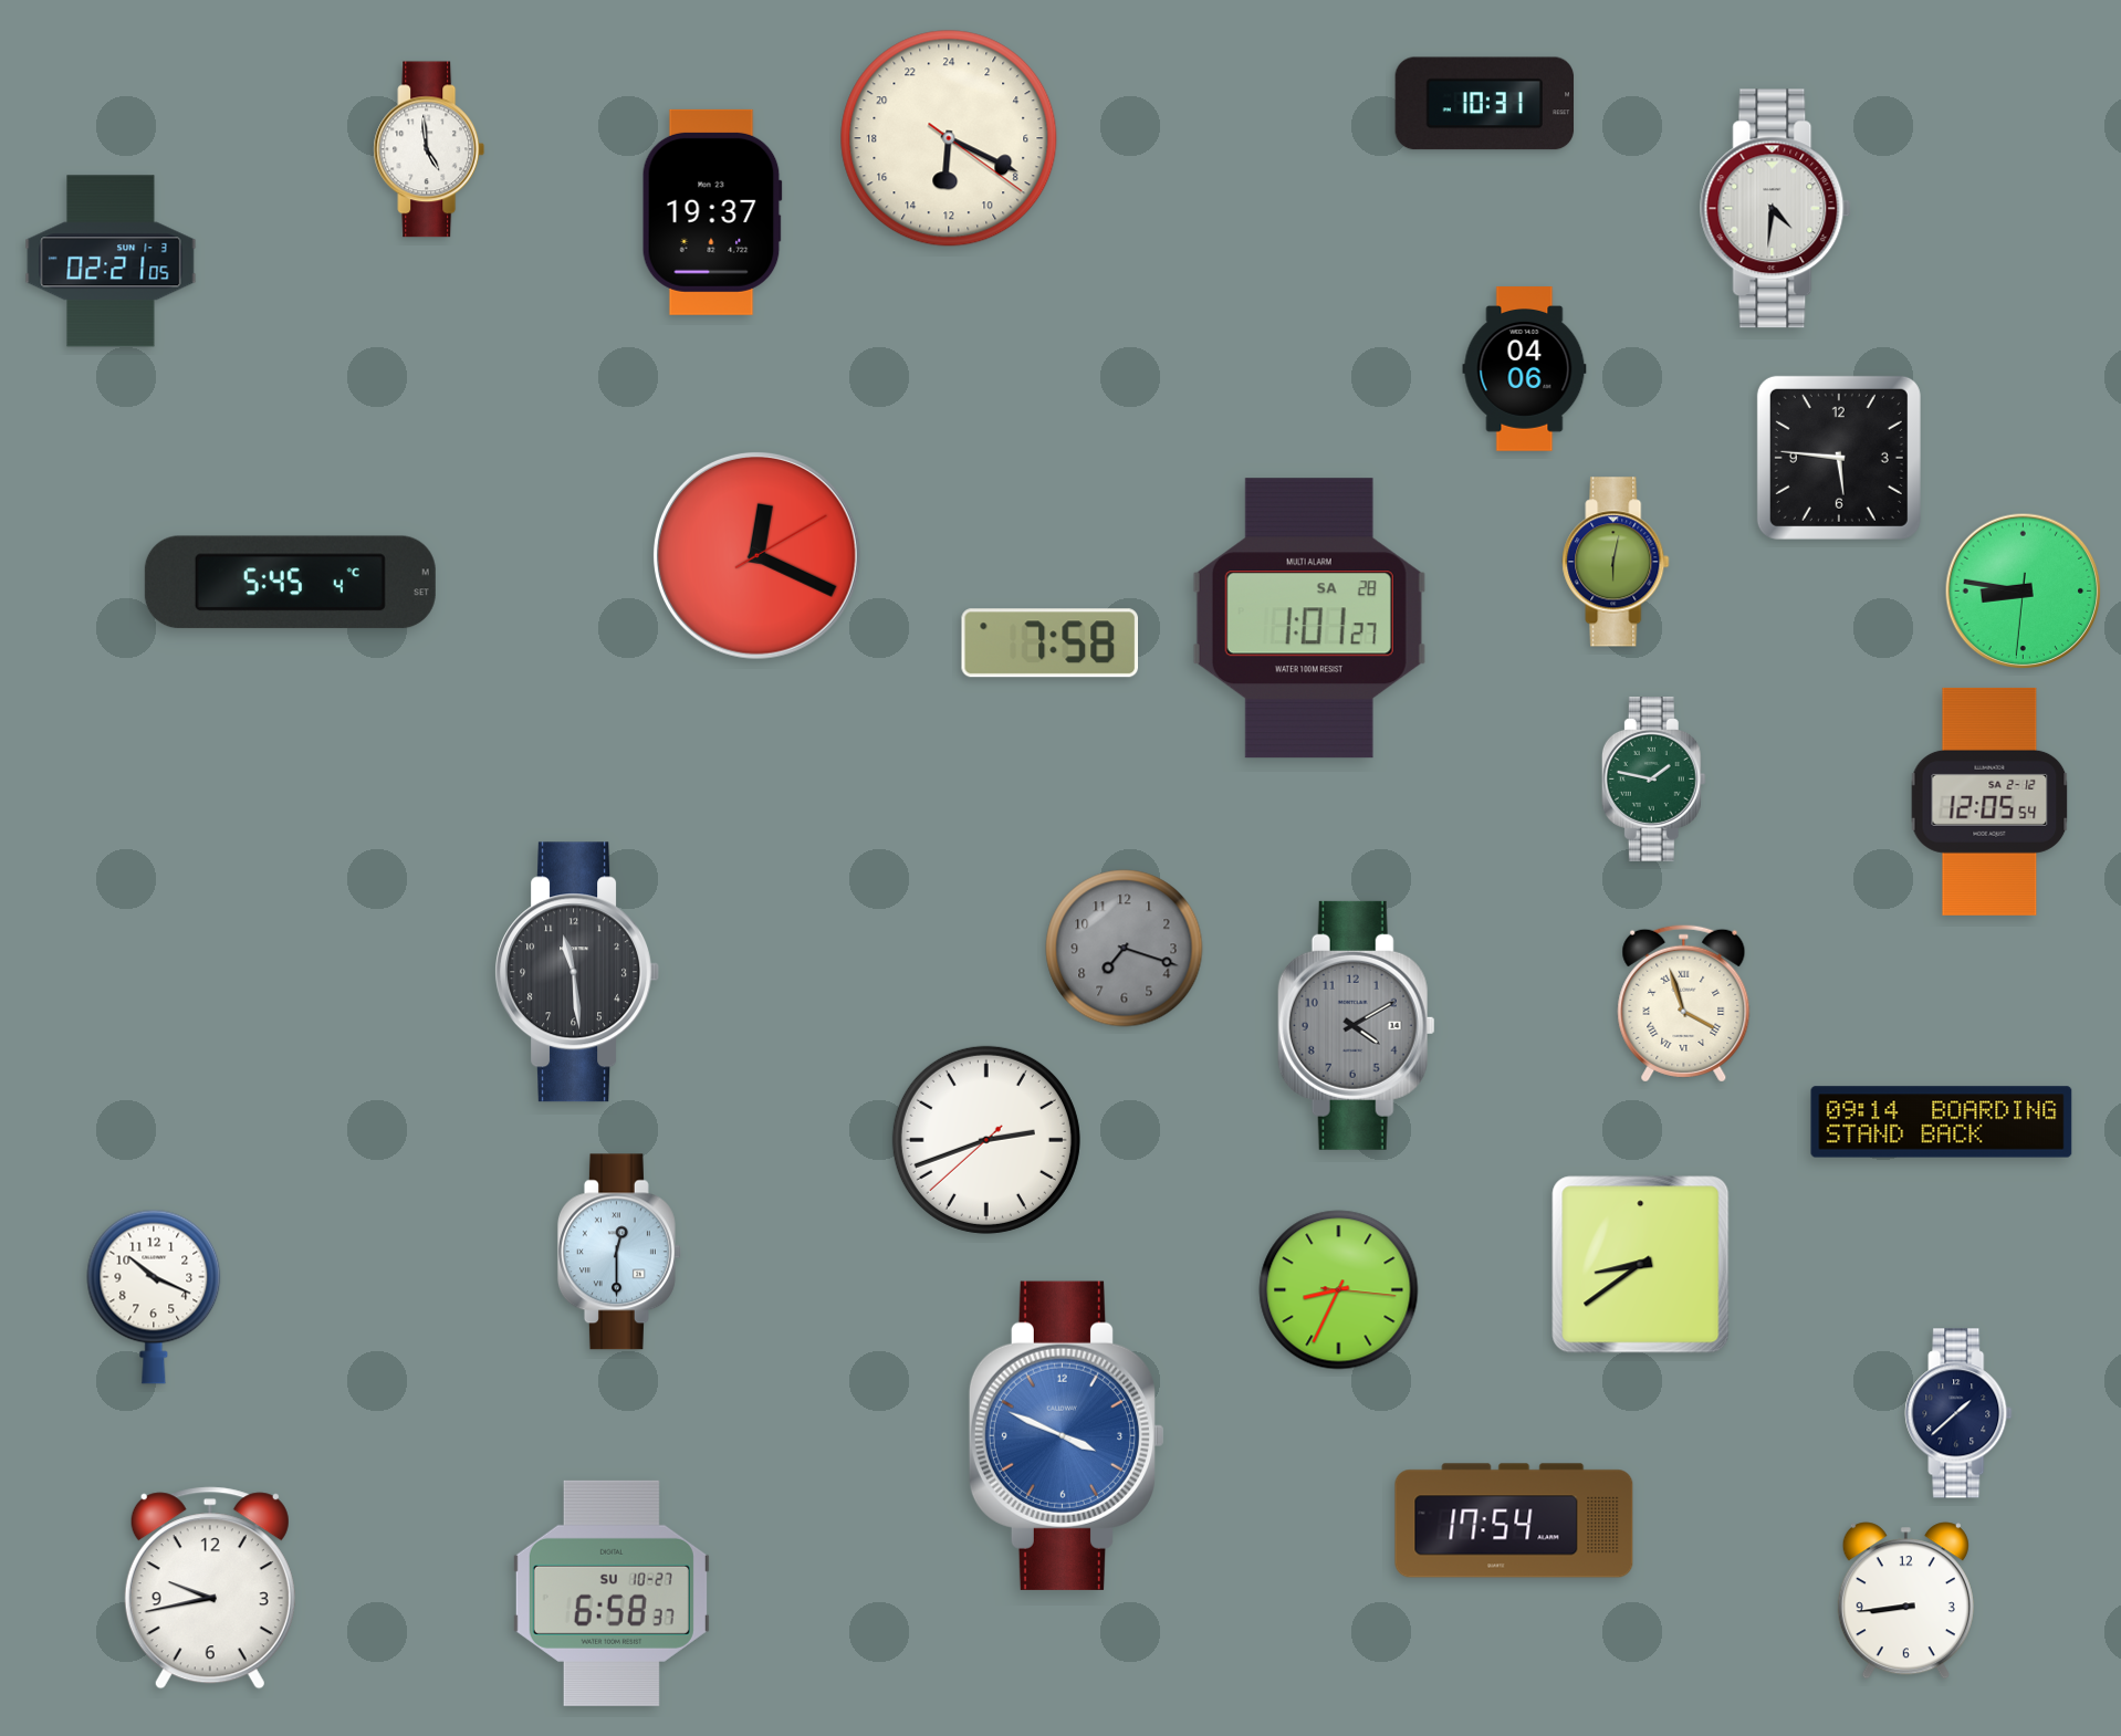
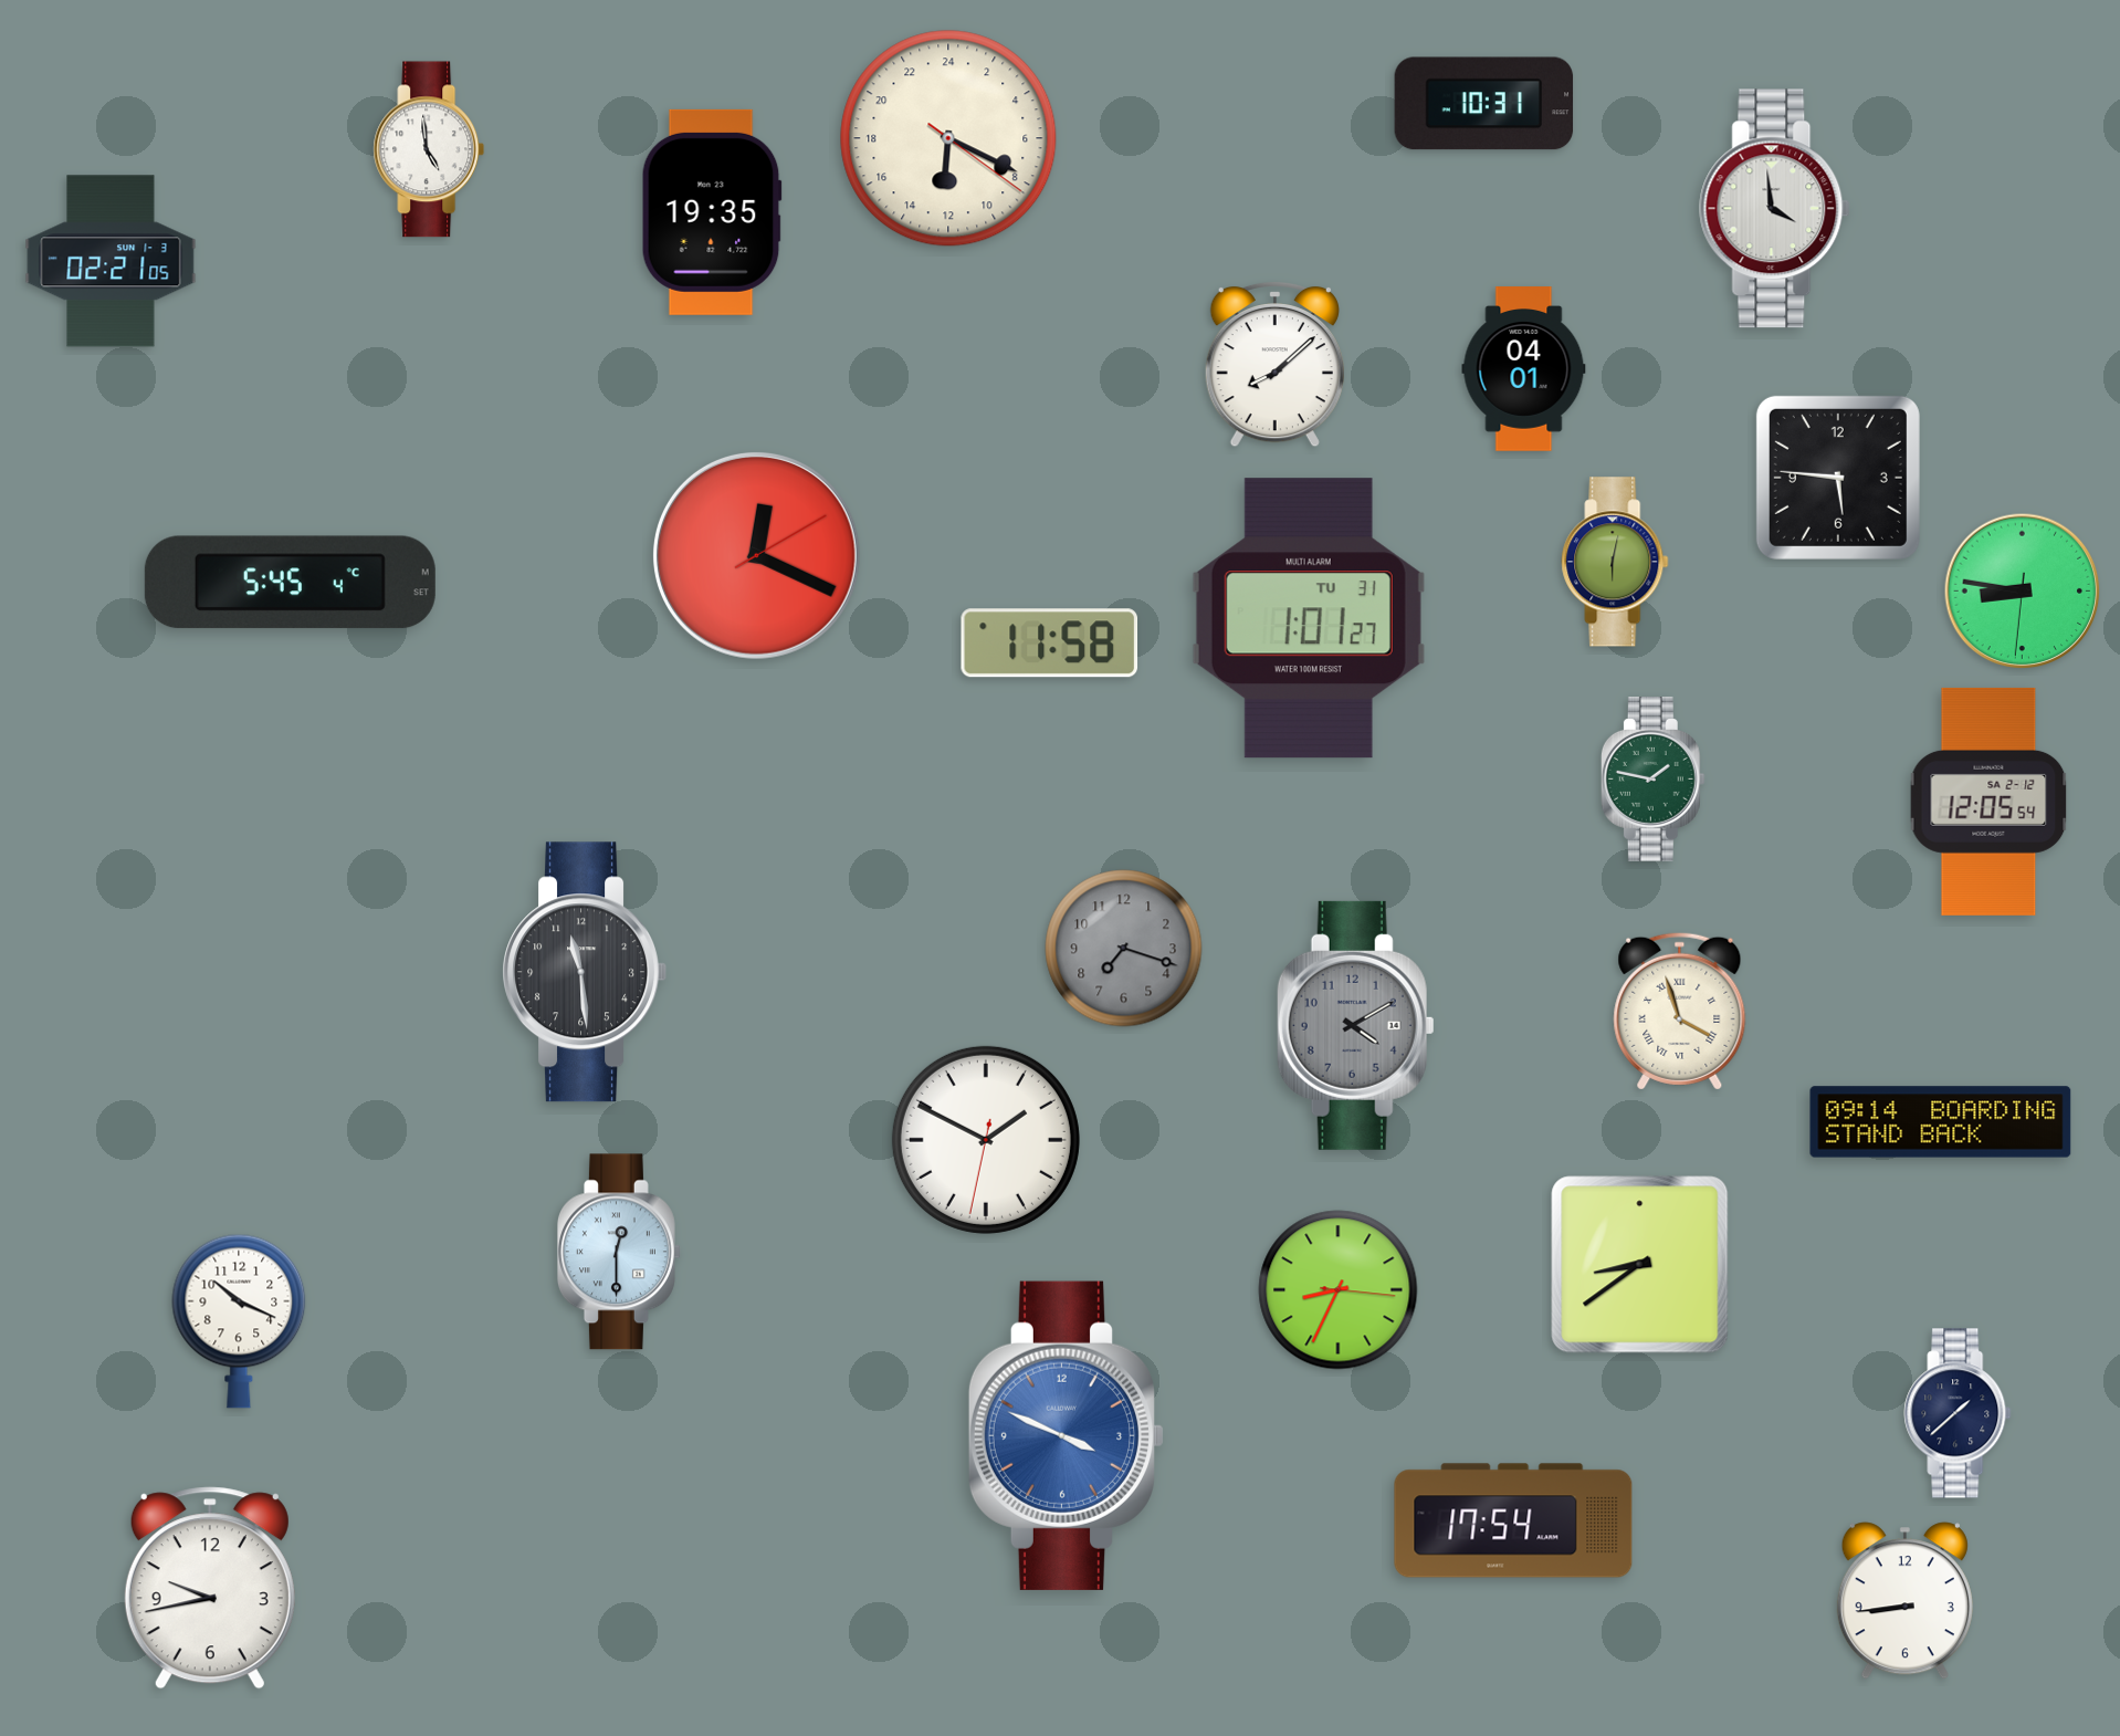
clock at (1776, 209): 4:31 -> 3:59
clock at (712, 212): 19:37 -> 19:35
clock at (1274, 364): none -> 8:08
clock at (1525, 369): 04:06 -> 04:01
clock at (1839, 458) position: (1839, 458) -> (1838, 478)
clock at (1309, 618) date: SA 28 -> TU 31
clock at (1051, 644): 7:58 -> 11:58
clock at (576, 972) position: (576, 972) -> (584, 972)
clock at (1684, 1003) position: (1684, 1003) -> (1680, 1011)
clock at (986, 1140): 2:41 -> 1:49
clock at (154, 1297) position: (154, 1297) -> (239, 1321)
clock at (612, 1593): 6:58 -> none
